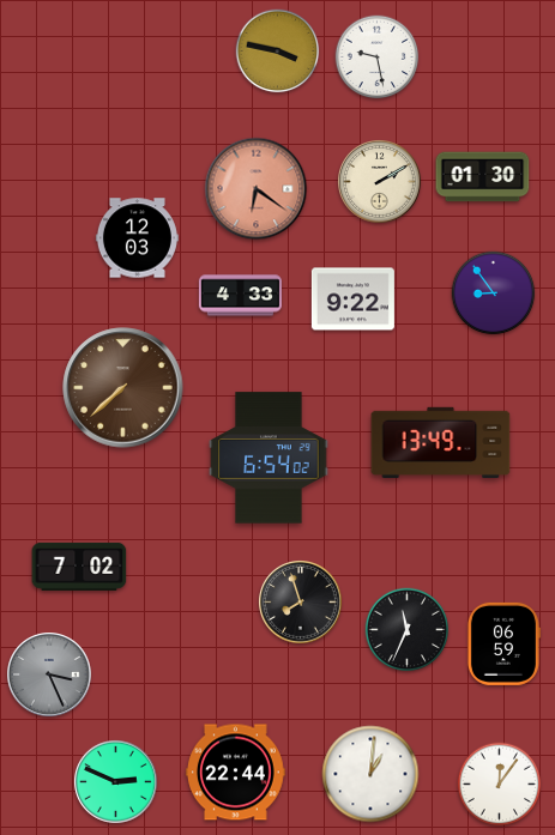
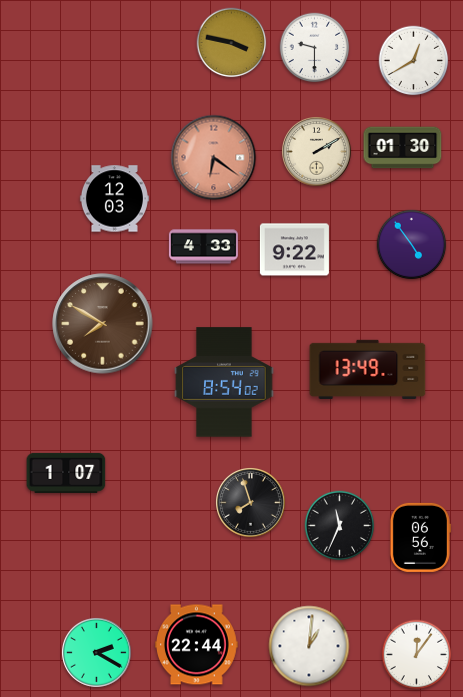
clock at (378, 58): 9:28 -> 9:30
clock at (414, 61): none -> 12:40
clock at (494, 294): 8:54 -> 4:54
clock at (240, 296) position: (240, 296) -> (203, 247)
clock at (123, 388): 7:38 -> 7:50
clock at (269, 458): 6:54 -> 8:54
clock at (79, 567): 7:02 -> 1:07
clock at (503, 643): 06:59 -> 06:56
clock at (49, 674): 3:26 -> none
clock at (116, 782): 2:49 -> 2:20
